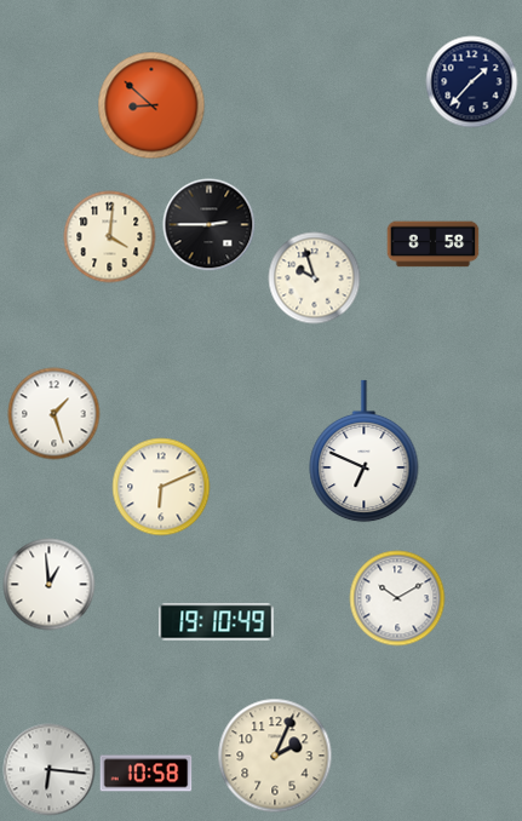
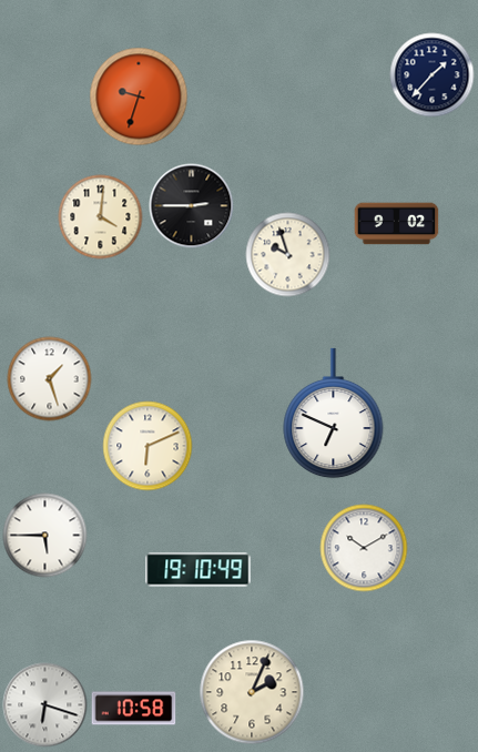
clock at (151, 105): 8:52 -> 9:33
clock at (434, 245): 8:58 -> 9:02
clock at (50, 585): 12:59 -> 5:45
clock at (50, 770): 6:16 -> 6:18
